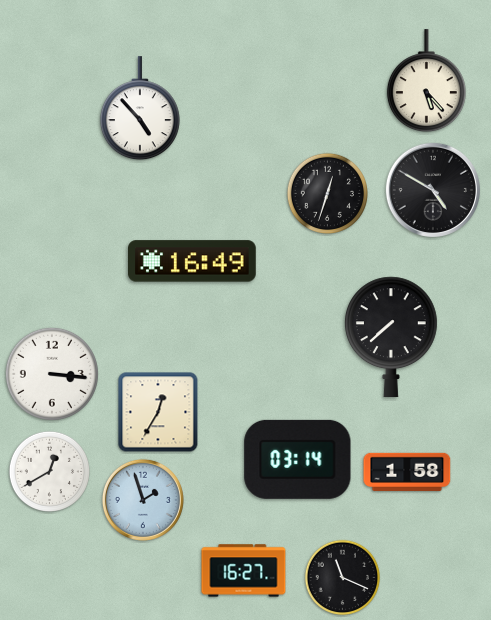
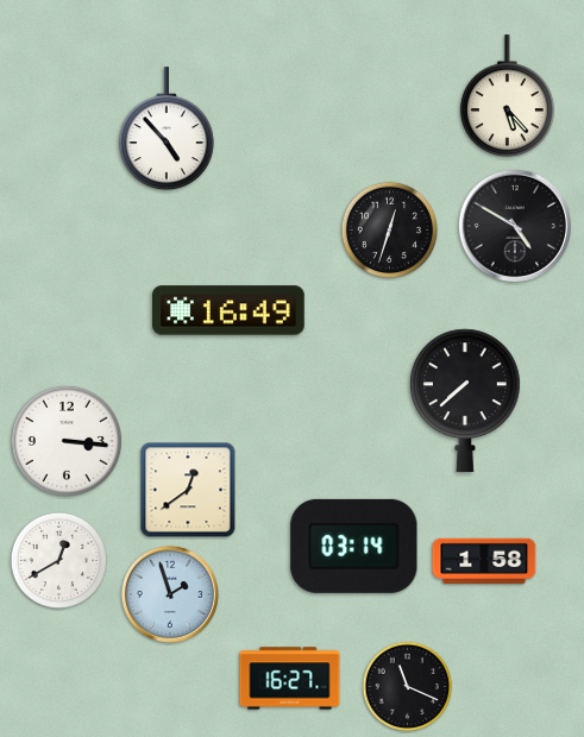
clock at (52, 374) position: (52, 374) -> (67, 441)
clock at (158, 412): 12:35 -> 12:39
